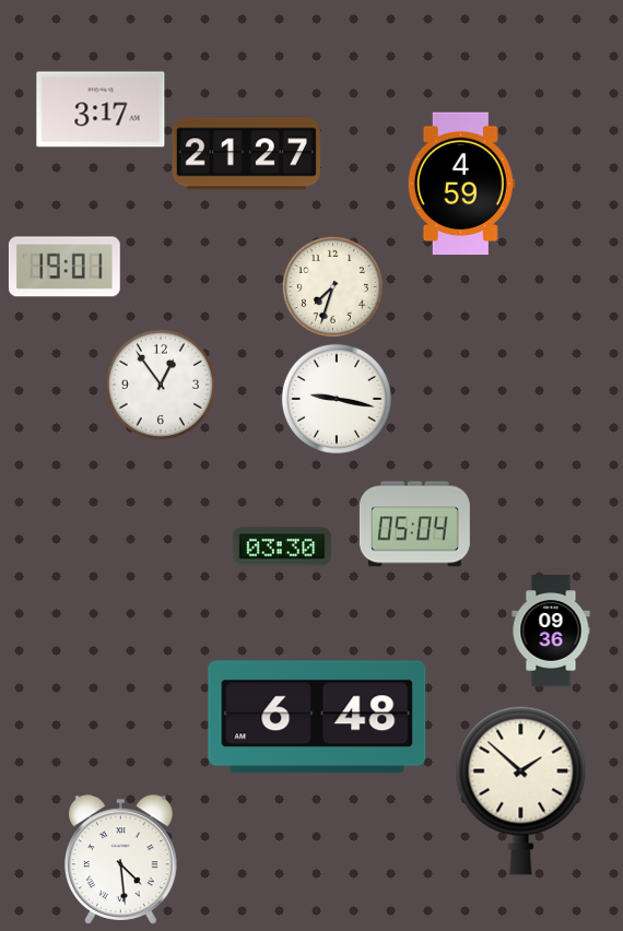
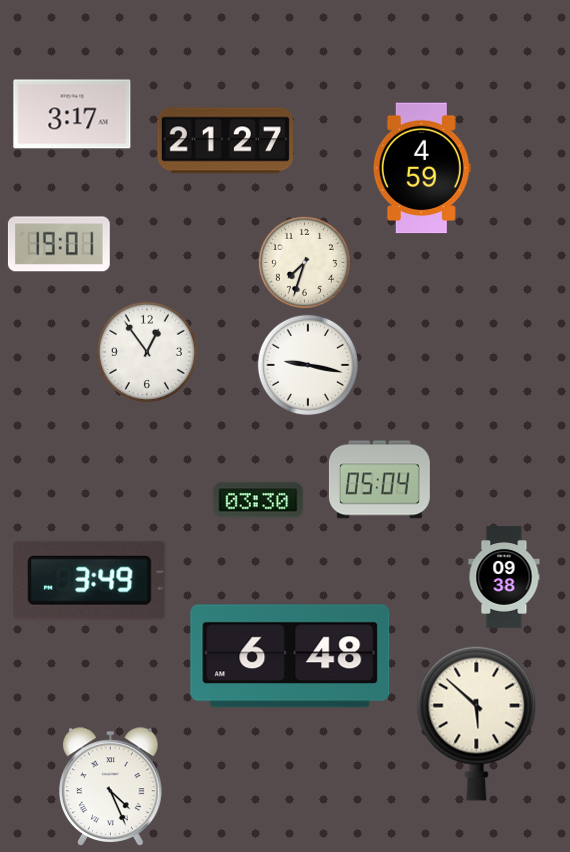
clock at (101, 109) position: (101, 109) -> (72, 114)
clock at (551, 631): 09:36 -> 09:38
clock at (90, 580): none -> 3:49
clock at (521, 790): 1:52 -> 5:52
clock at (121, 860): 4:29 -> 4:26
